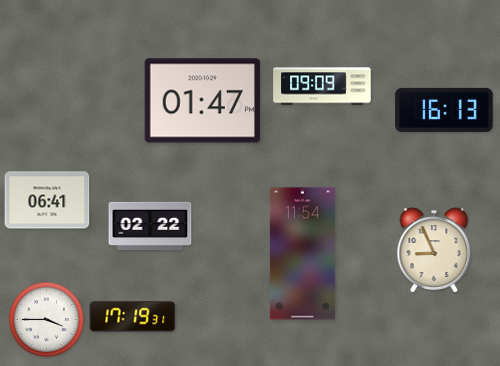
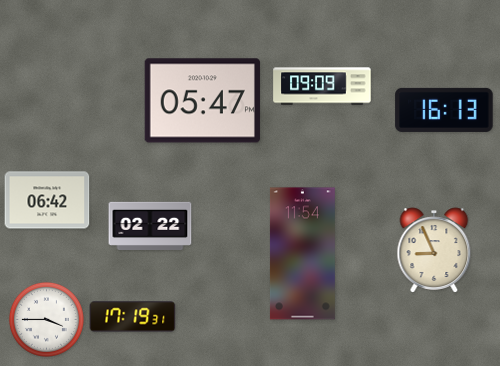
clock at (202, 101): 01:47 -> 05:47
clock at (47, 200): 06:41 -> 06:42
